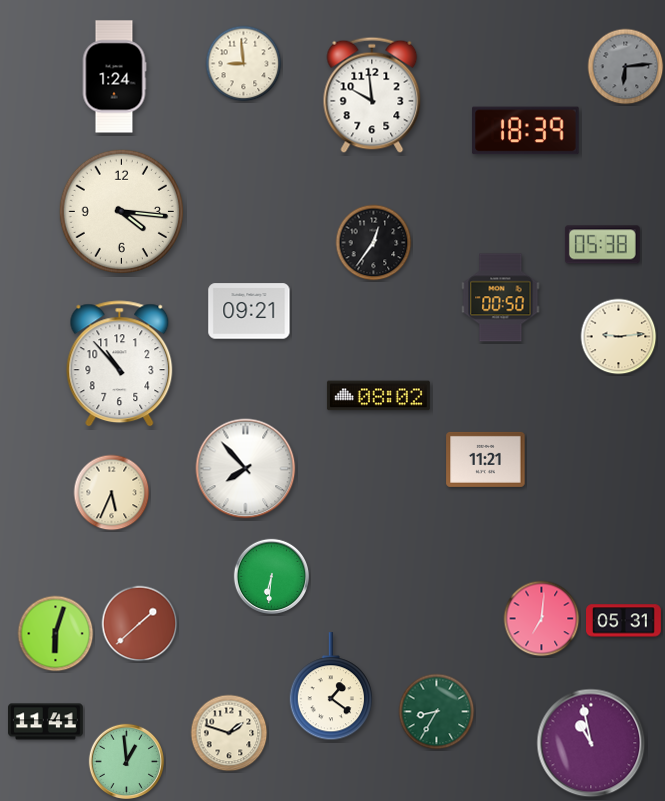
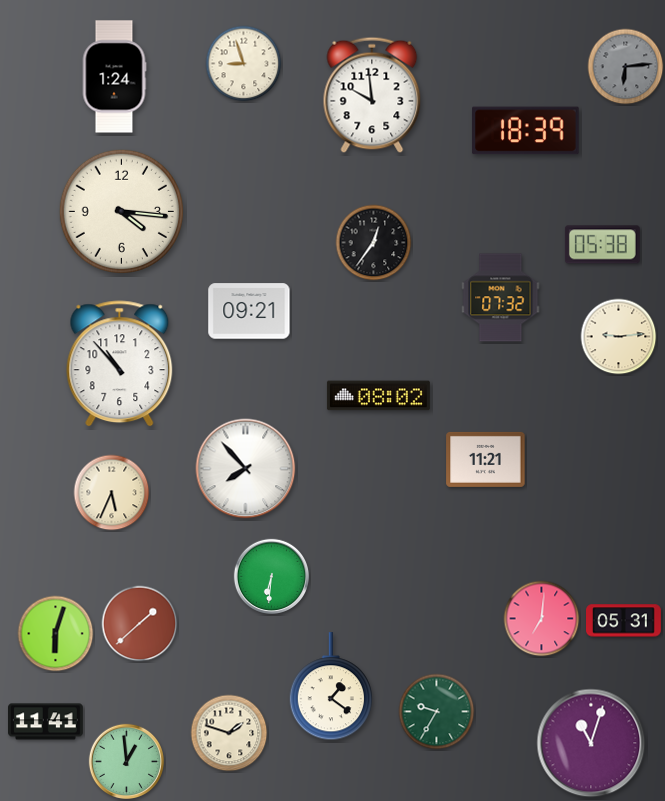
clock at (244, 64): 8:59 -> 8:57
clock at (501, 298): 00:50 -> 07:32
clock at (437, 712): 8:35 -> 9:35
clock at (591, 743): 10:58 -> 11:03
